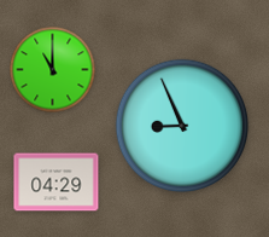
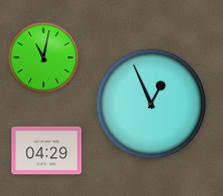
clock at (53, 70): 11:00 -> 11:02
clock at (182, 126): 8:56 -> 12:56
